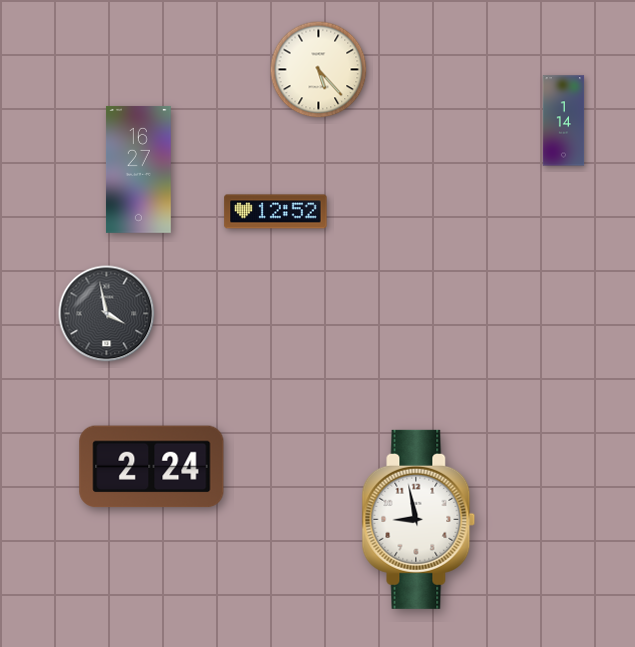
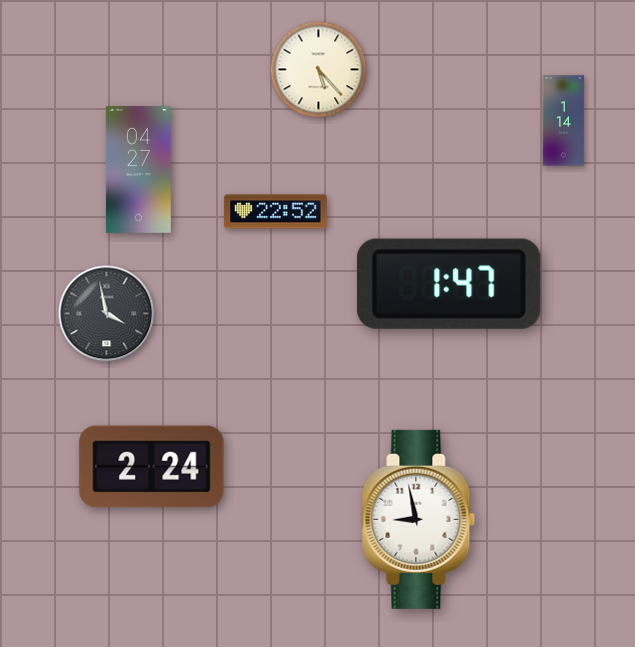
clock at (138, 169): 16:27 -> 04:27
clock at (276, 212): 12:52 -> 22:52
clock at (449, 284): none -> 1:47
